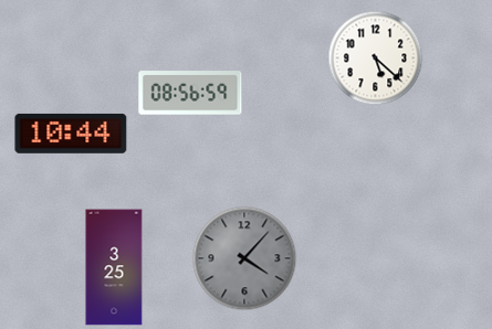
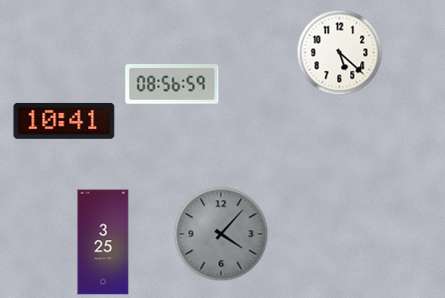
clock at (71, 134): 10:44 -> 10:41
